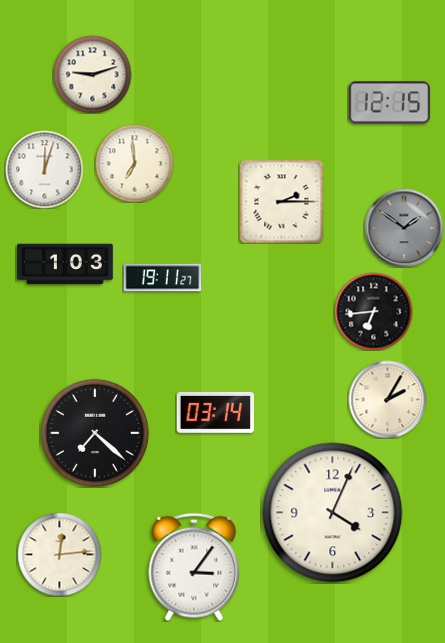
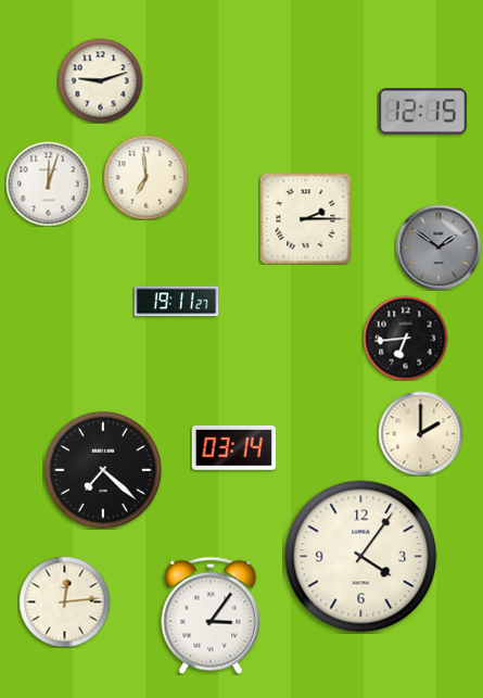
clock at (65, 264): 1:03 -> none
clock at (387, 399): 2:05 -> 2:00
clock at (333, 513): 4:04 -> 4:06
